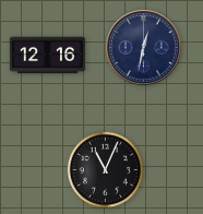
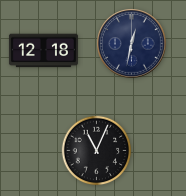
clock at (47, 56): 12:16 -> 12:18
clock at (106, 170) position: (106, 170) -> (97, 151)
